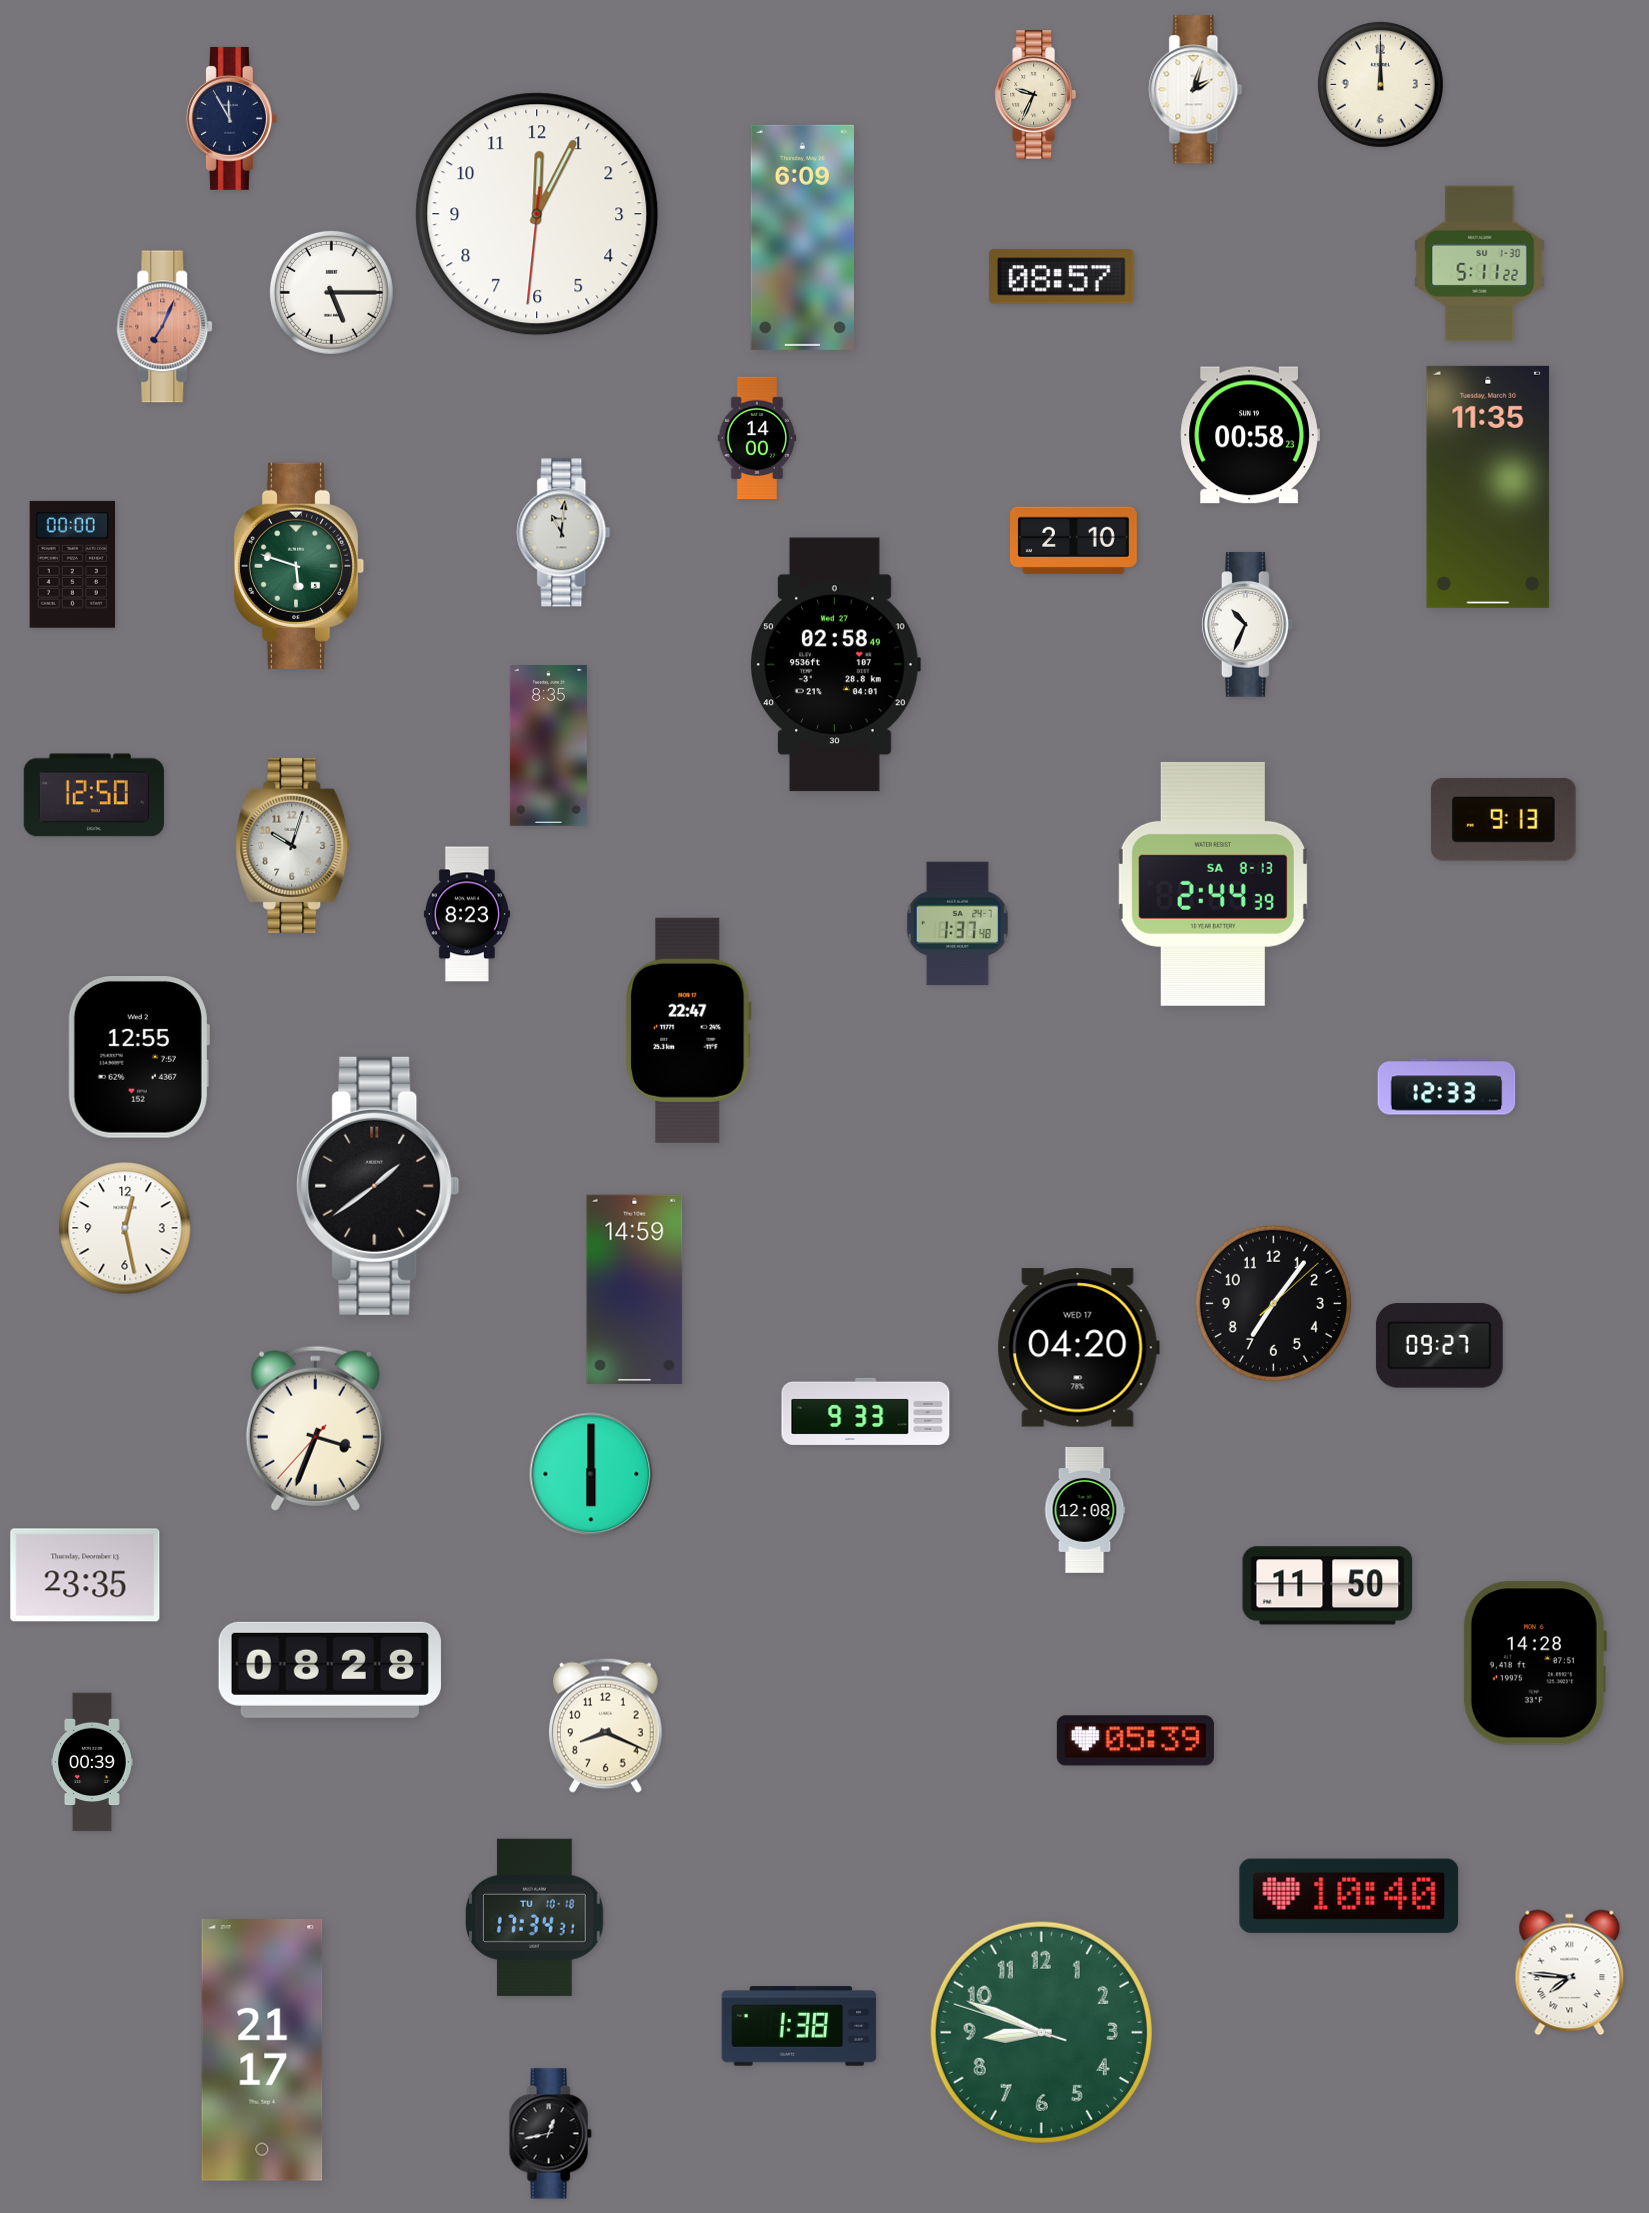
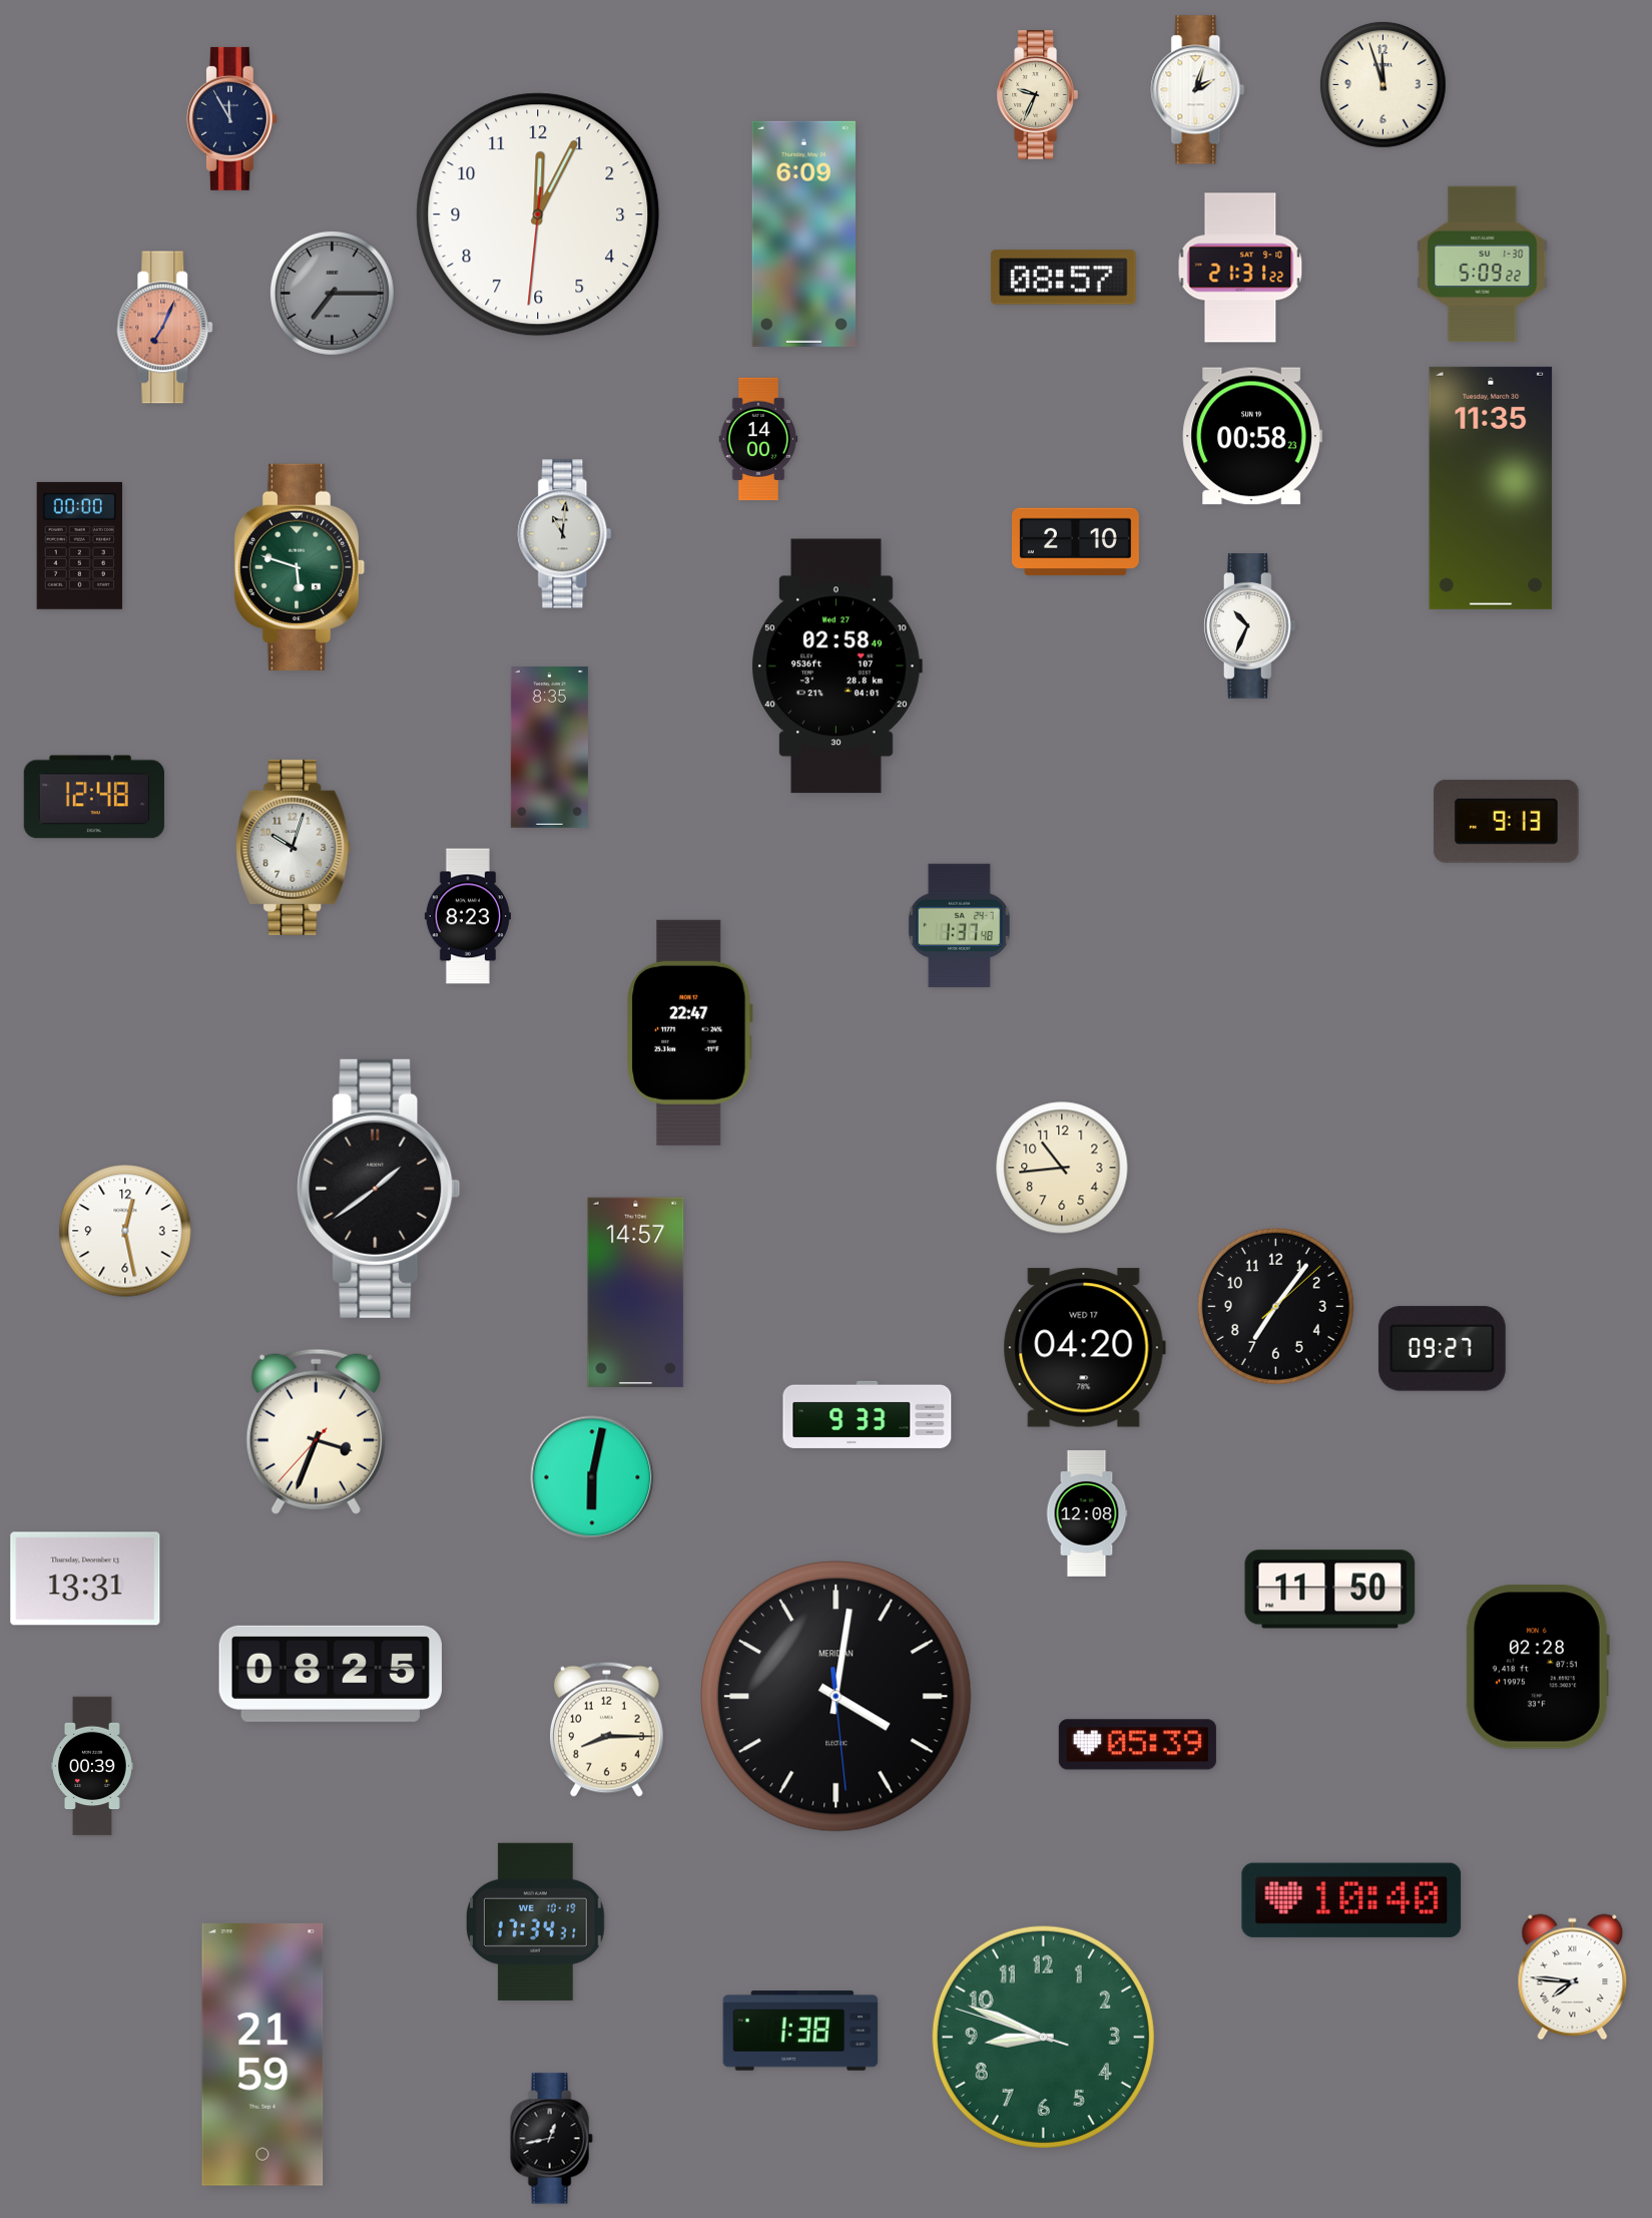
clock at (1380, 84): 12:00 -> 11:57
clock at (802, 237) position: (802, 237) -> (803, 234)
clock at (1480, 264): 5:11 -> 5:09
clock at (1240, 268): none -> 21:31
clock at (331, 292): 5:15 -> 7:15
clock at (331, 292) dial: white -> grey
clock at (72, 564) position: (72, 564) -> (79, 545)
clock at (94, 795): 12:50 -> 12:48
clock at (1213, 884): 2:44 -> none
clock at (139, 1058): 12:55 -> none
clock at (1447, 1087): 12:33 -> none
clock at (1062, 1168): none -> 10:44
clock at (635, 1289): 14:59 -> 14:57
clock at (1078, 1348) position: (1078, 1348) -> (1084, 1348)
clock at (591, 1474): 6:00 -> 6:02
clock at (85, 1575): 23:35 -> 13:31
clock at (1534, 1663): 14:28 -> 02:28
clock at (330, 1670): 08:28 -> 08:25
clock at (837, 1697): none -> 4:01
clock at (605, 1725): 8:19 -> 8:15
clock at (534, 1917) date: TU 10-18 -> WE 10-19
clock at (262, 2051): 21:17 -> 21:59
